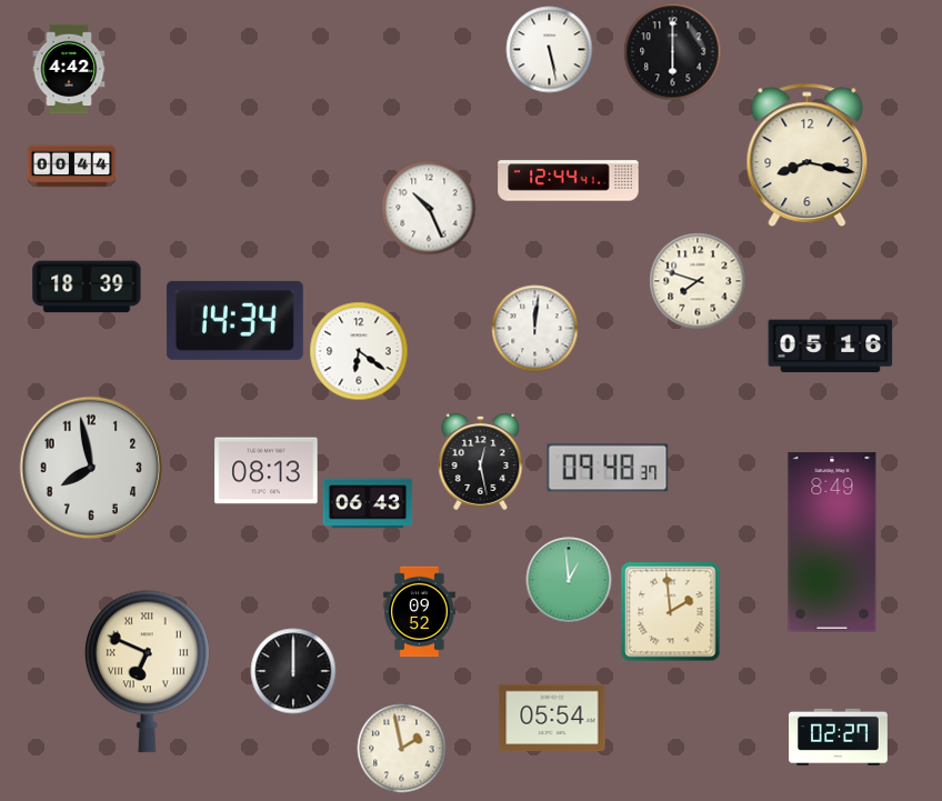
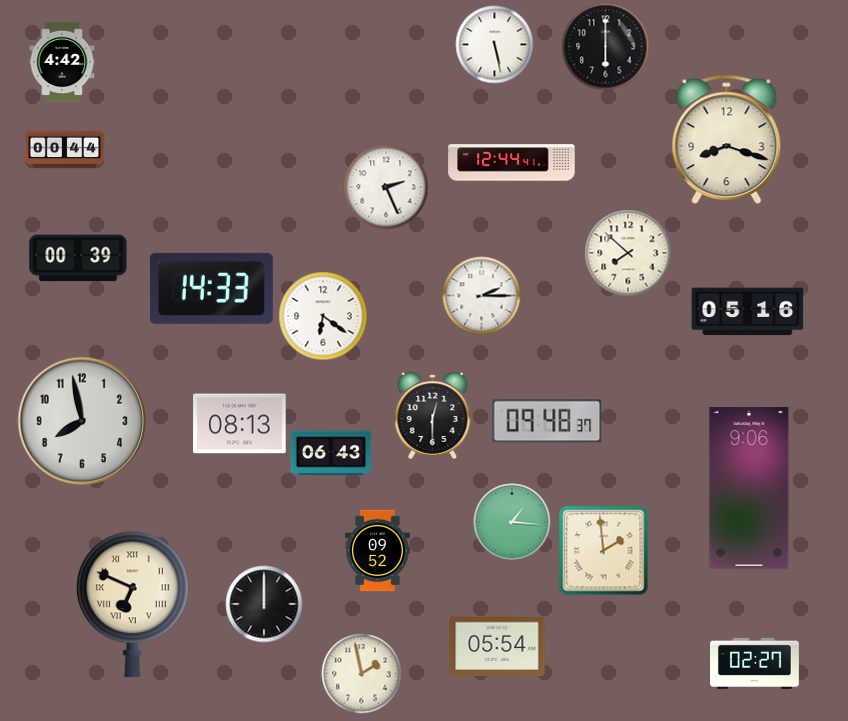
clock at (808, 154): 8:17 -> 8:18
clock at (429, 208): 10:26 -> 2:26
clock at (698, 281): 7:48 -> 7:52
clock at (87, 287): 18:39 -> 00:39
clock at (234, 320): 14:34 -> 14:33
clock at (535, 329): 12:01 -> 2:15
clock at (481, 462): 12:28 -> 12:30
clock at (832, 542): 8:49 -> 9:06
clock at (569, 580): 12:59 -> 1:16
